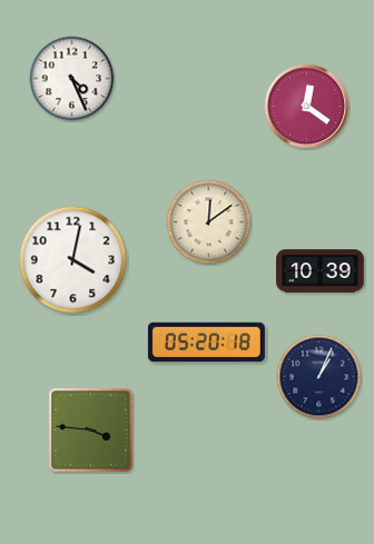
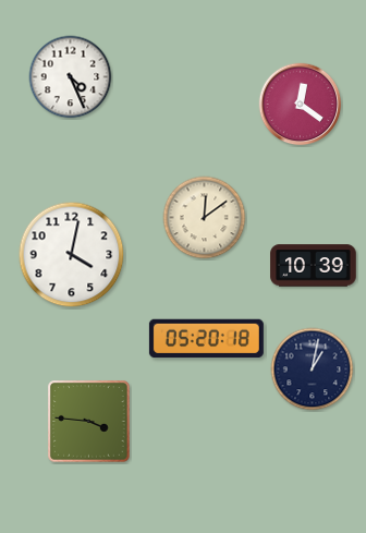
clock at (206, 343) position: (206, 343) -> (206, 339)
clock at (319, 377): 1:04 -> 1:02
